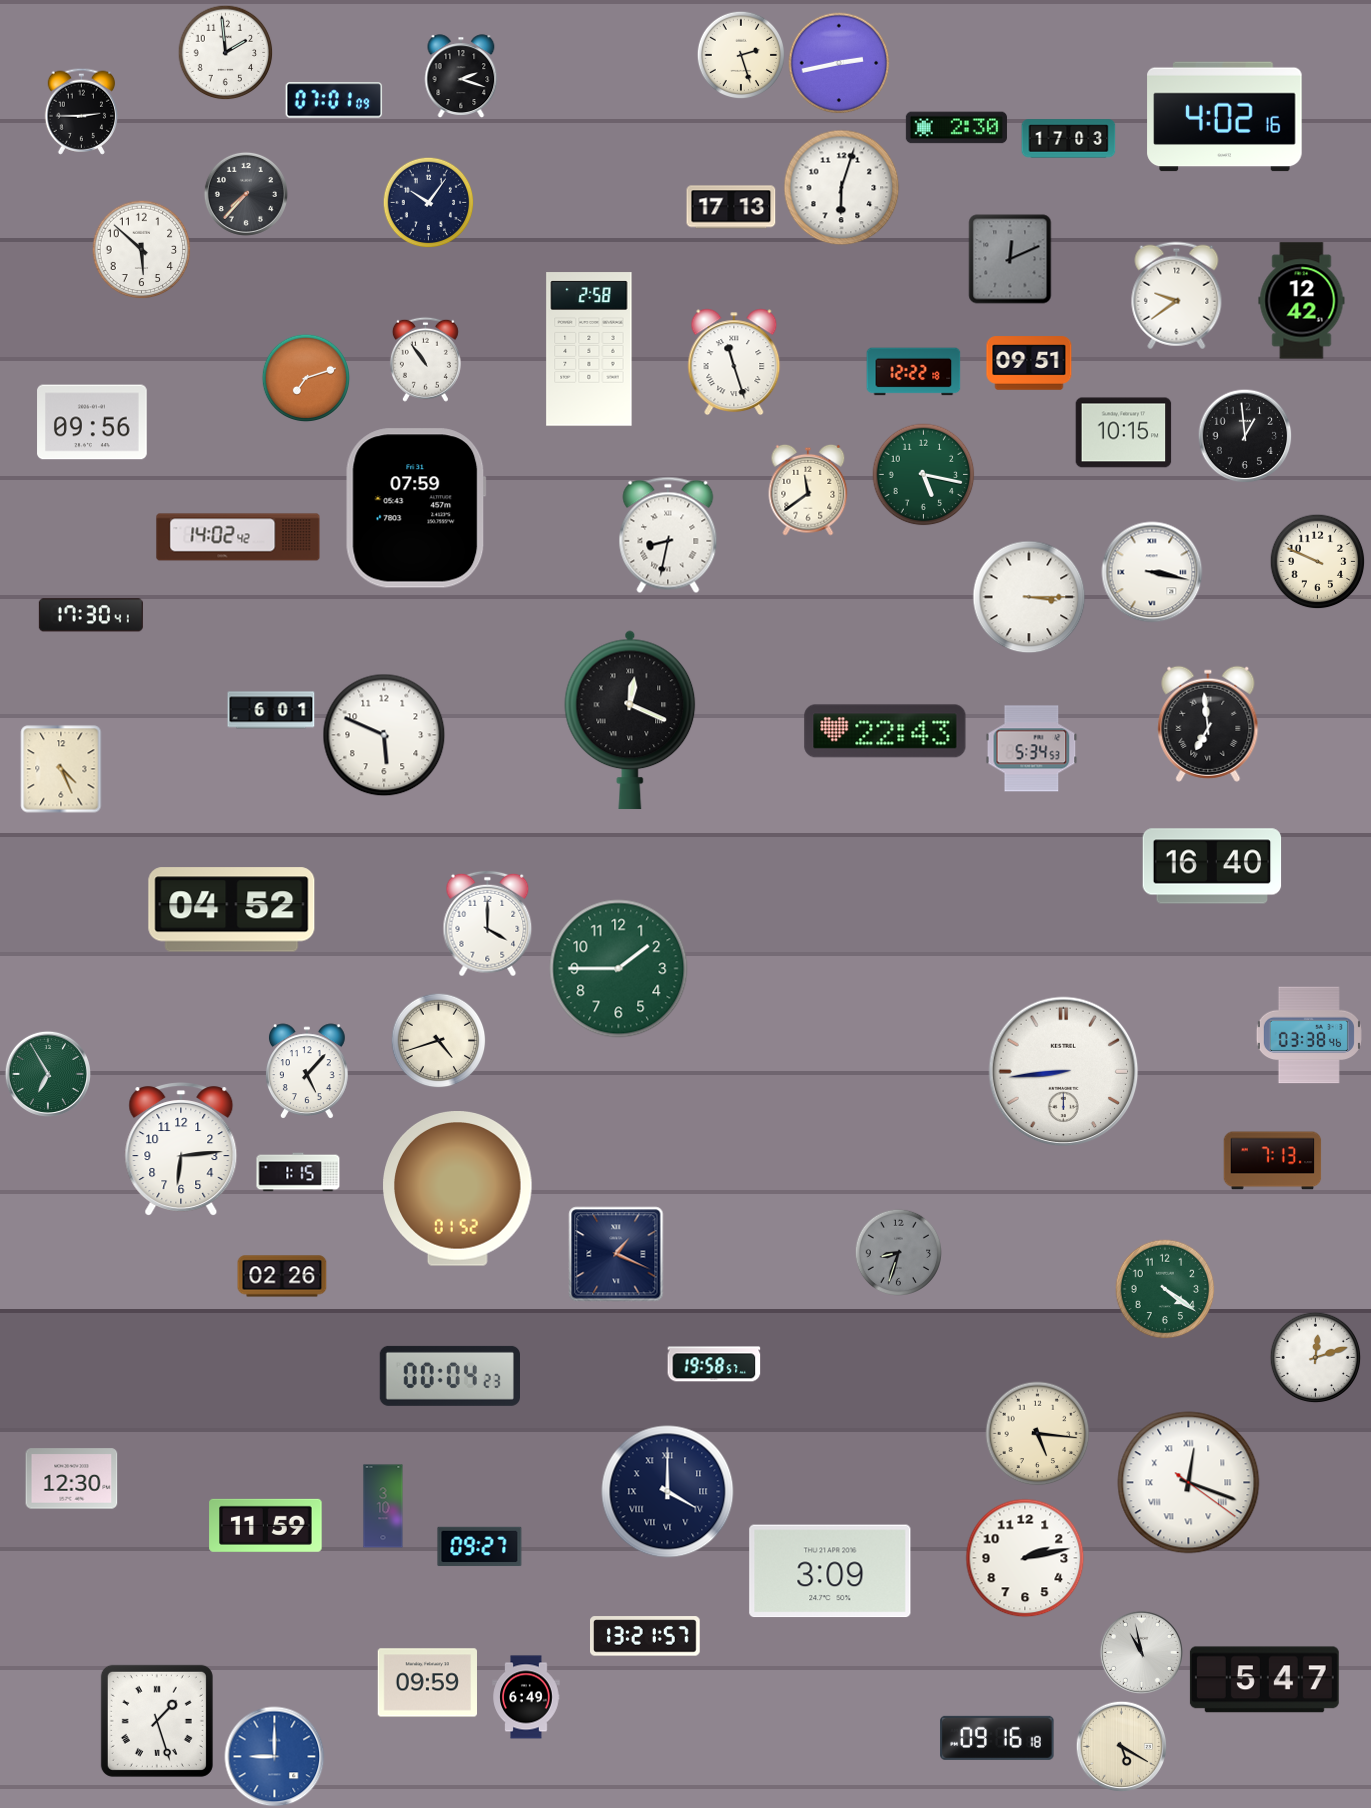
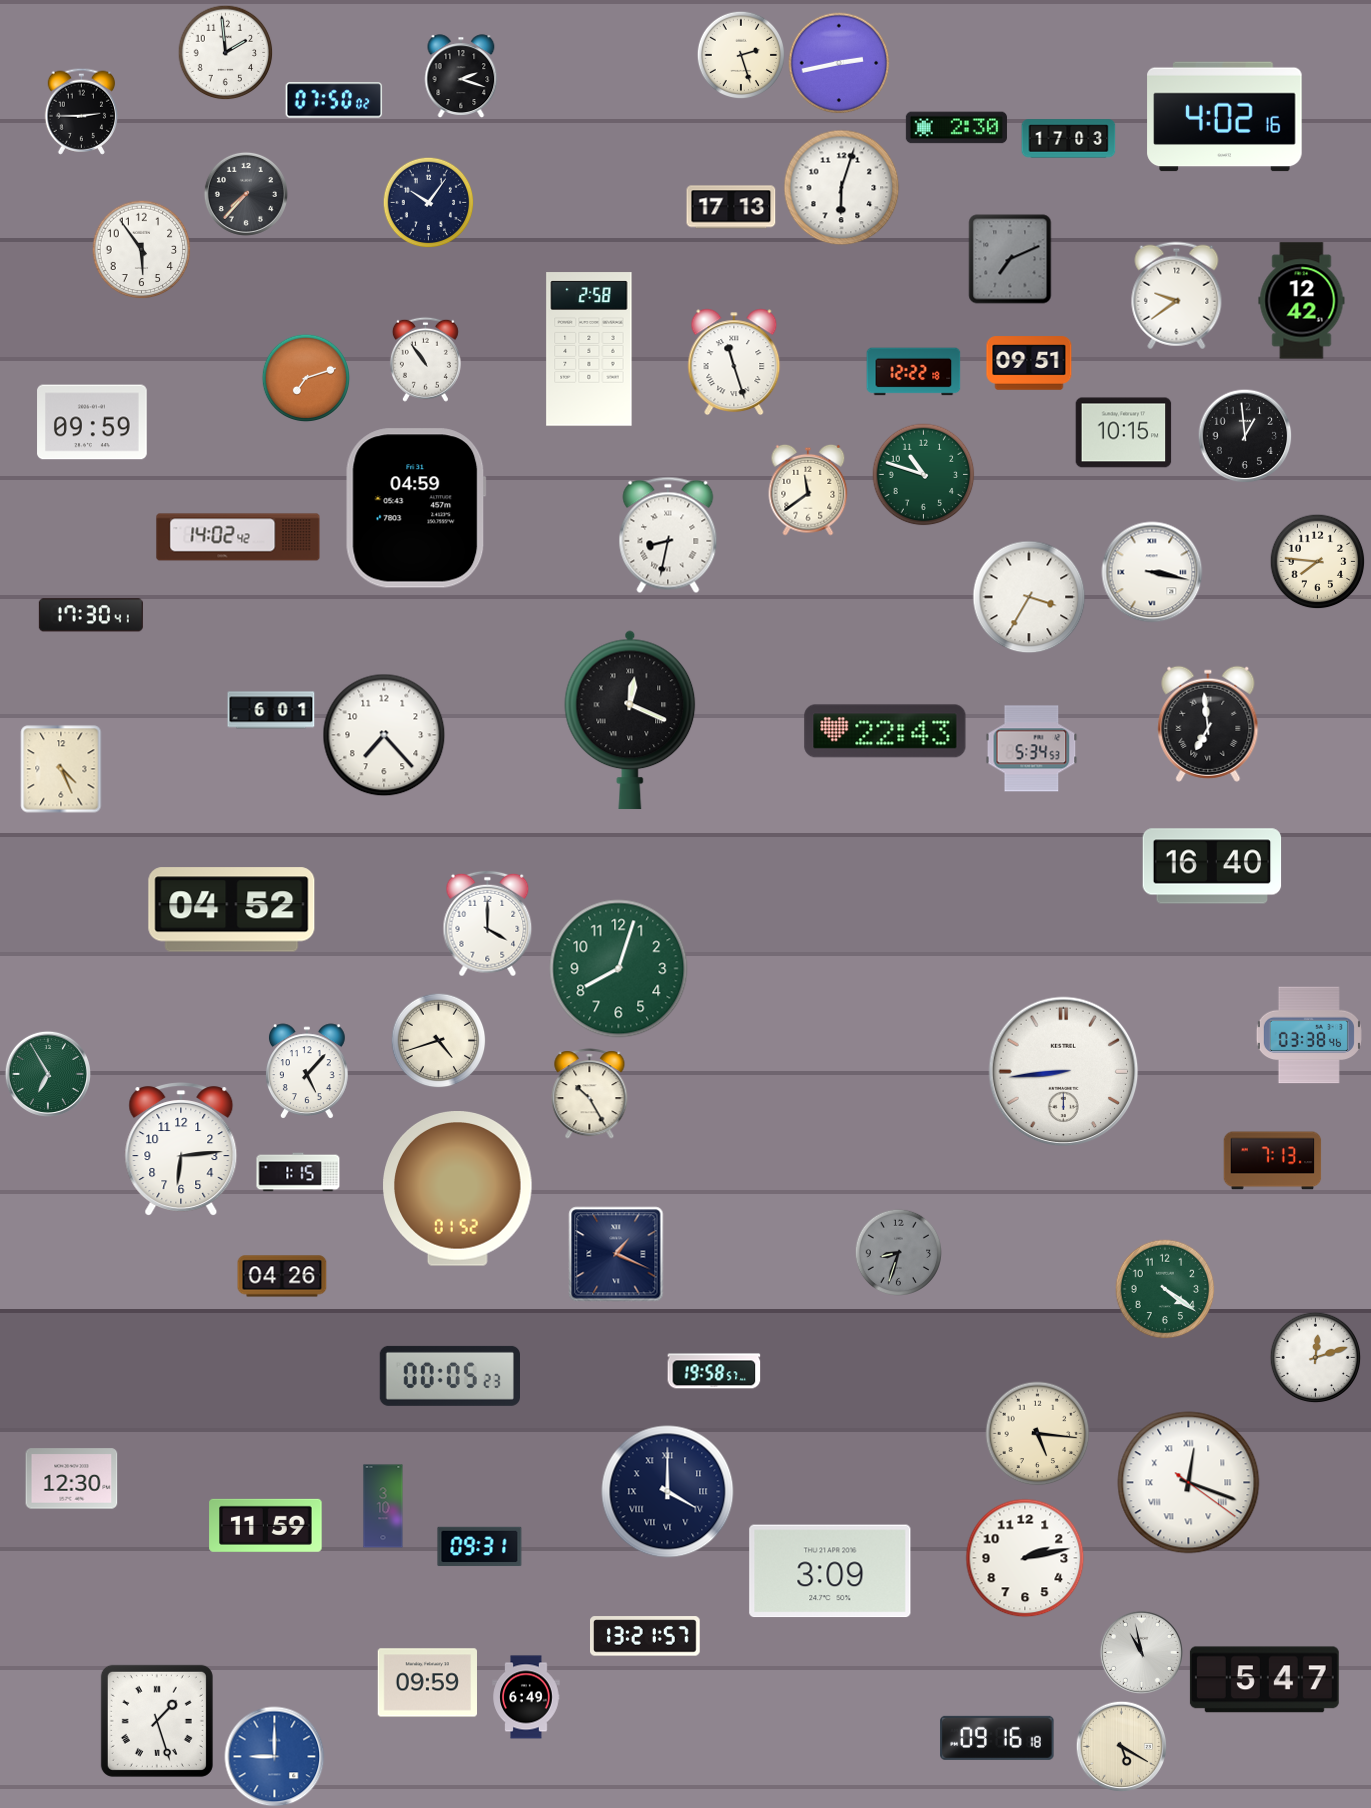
clock at (334, 100): 07:01 -> 07:50
clock at (142, 250): 5:52 -> 5:54
clock at (1010, 259): 12:11 -> 7:11
clock at (92, 422): 09:56 -> 09:59
clock at (924, 475): 5:17 -> 10:48
clock at (416, 508): 07:59 -> 04:59
clock at (1317, 561): 9:49 -> 7:46
clock at (1029, 597): 3:15 -> 3:35
clock at (384, 735): 5:49 -> 7:23
clock at (619, 969): 1:45 -> 8:03
clock at (590, 1094): none -> 10:25
clock at (282, 1276): 02:26 -> 04:26
clock at (714, 1364) position: (714, 1364) -> (714, 1371)
clock at (449, 1376): 00:04 -> 00:05
clock at (480, 1547): 09:27 -> 09:31
